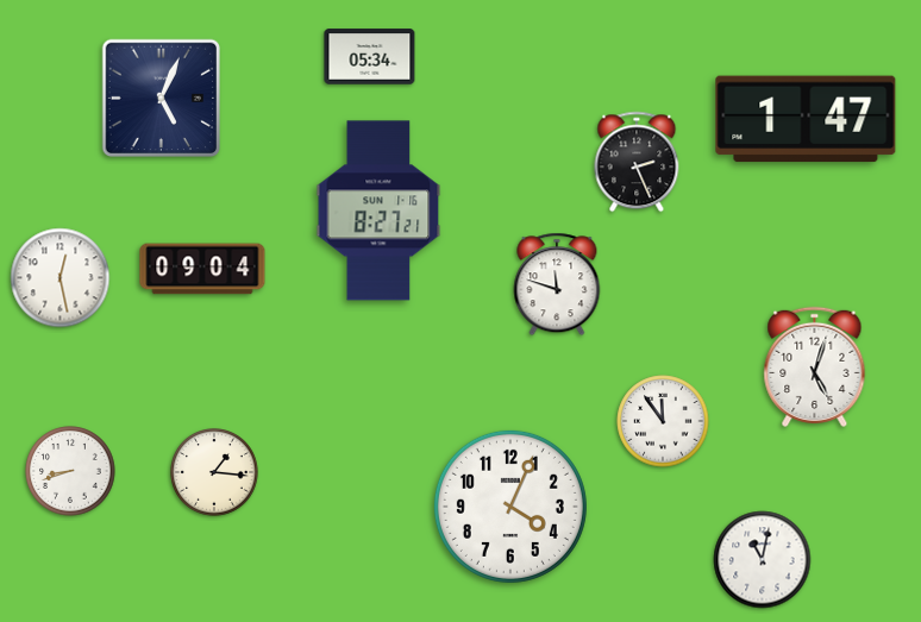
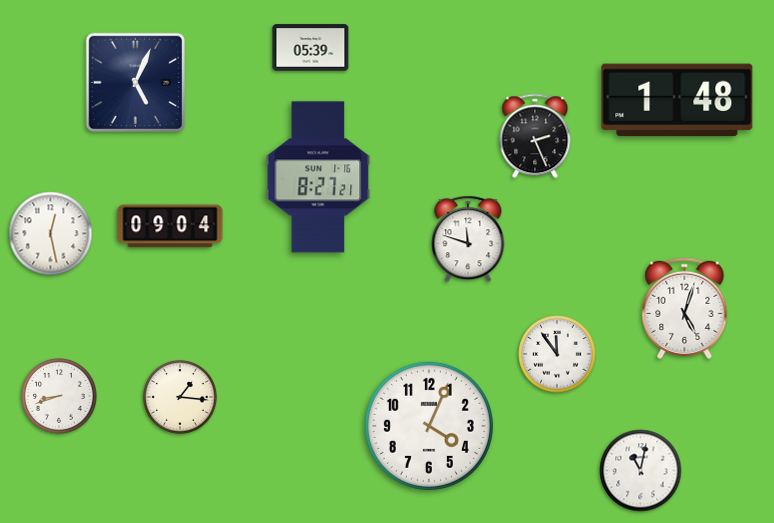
clock at (370, 57): 05:34 -> 05:39
clock at (806, 119): 1:47 -> 1:48
